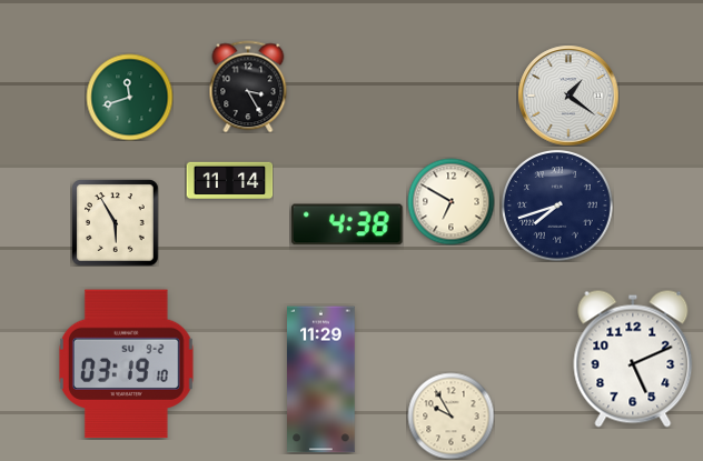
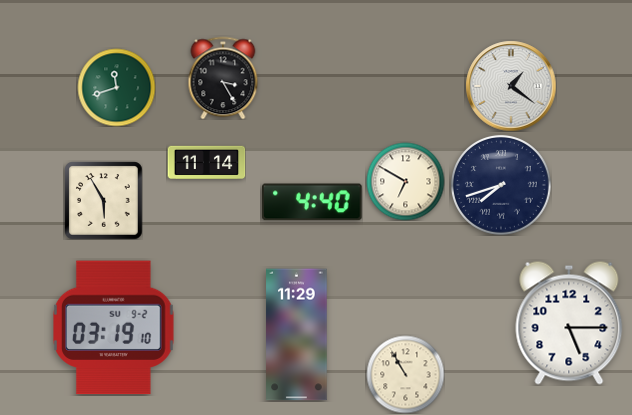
clock at (347, 224): 4:38 -> 4:40
clock at (633, 359): 5:11 -> 5:15
clock at (321, 380) position: (321, 380) -> (297, 335)
clock at (450, 415): 9:55 -> 10:55
